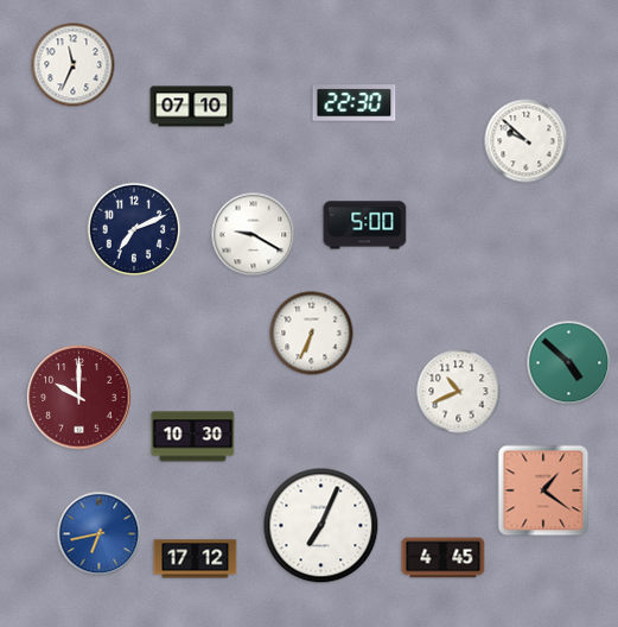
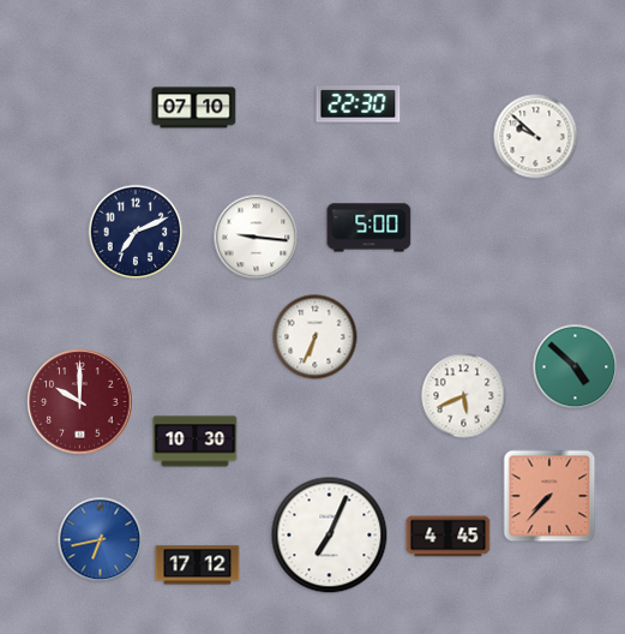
clock at (74, 65): 11:34 -> none
clock at (527, 141) position: (527, 141) -> (536, 137)
clock at (254, 235): 9:20 -> 9:16
clock at (459, 392): 10:41 -> 5:41
clock at (543, 490): 1:21 -> 7:37
clock at (321, 526) position: (321, 526) -> (330, 536)
clock at (444, 558) position: (444, 558) -> (449, 537)
